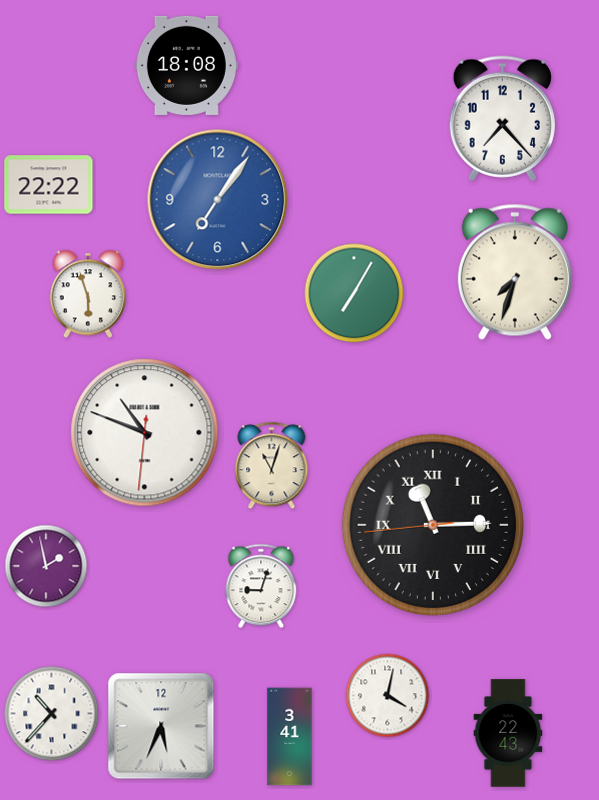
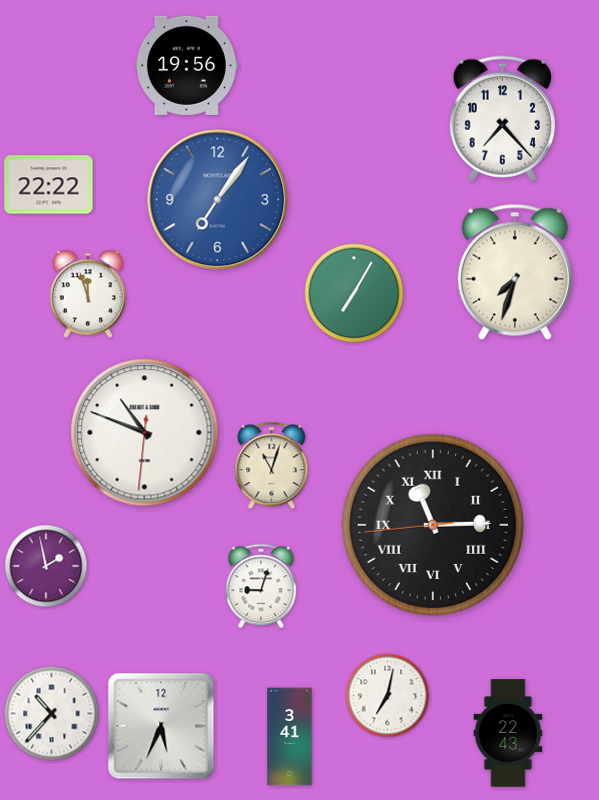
clock at (186, 65): 18:08 -> 19:56
clock at (88, 294): 5:57 -> 11:57
clock at (388, 696): 4:02 -> 7:02
